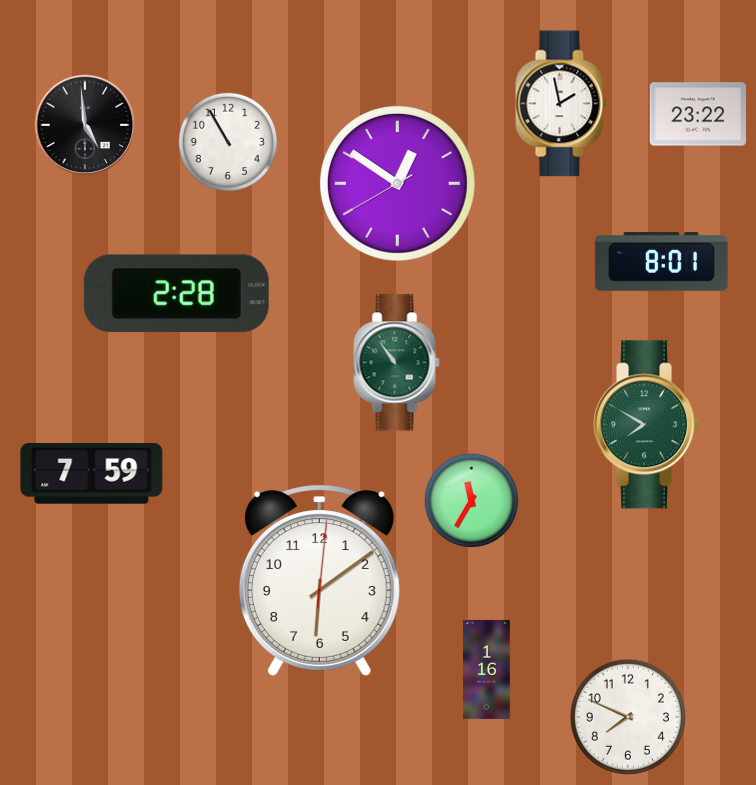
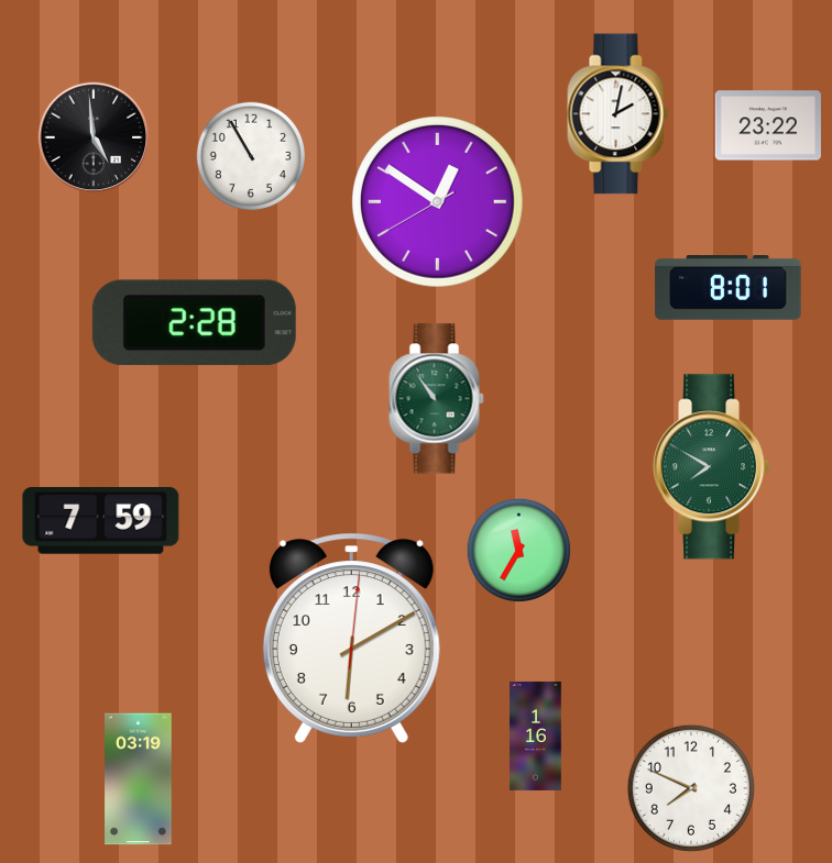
clock at (562, 104): 1:58 -> 2:02
clock at (319, 580): 6:09 -> 6:10
clock at (139, 779): none -> 03:19
